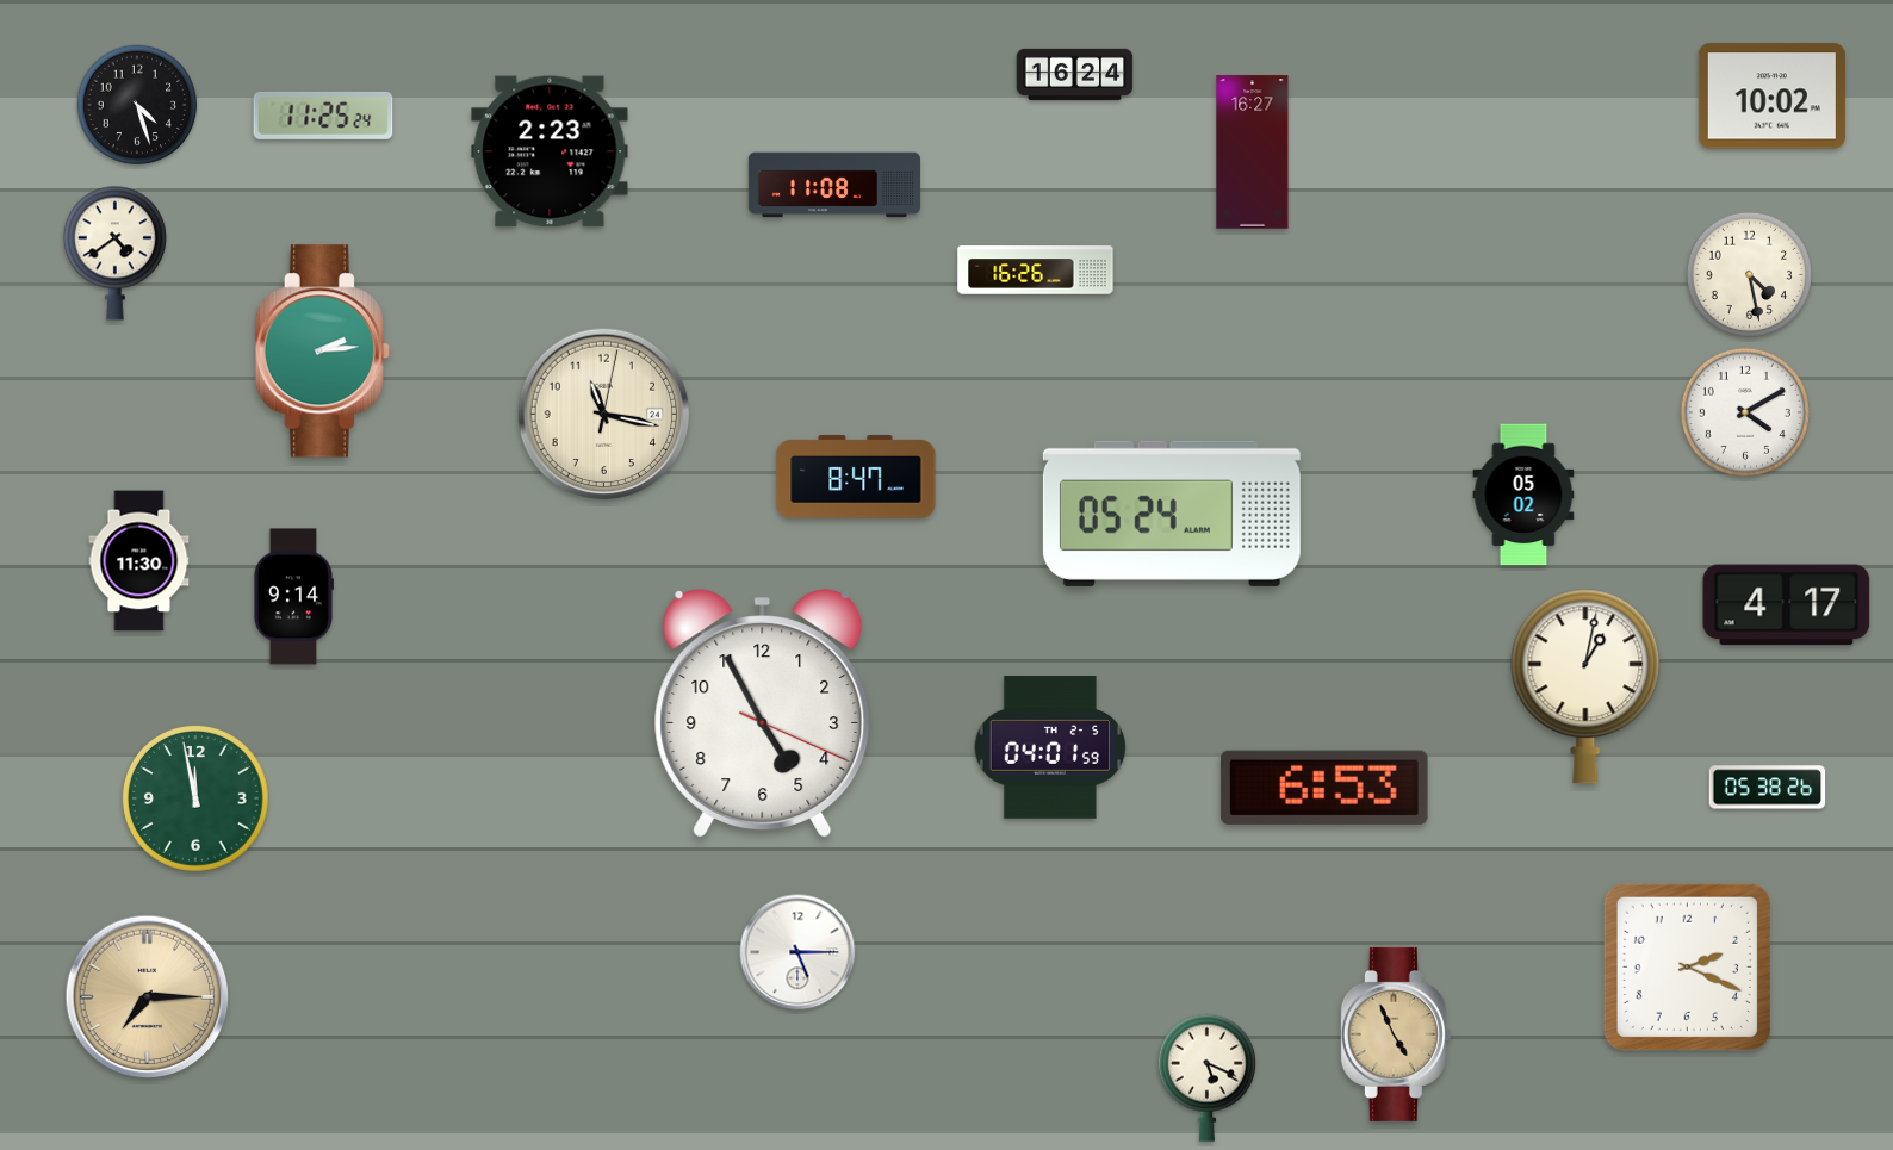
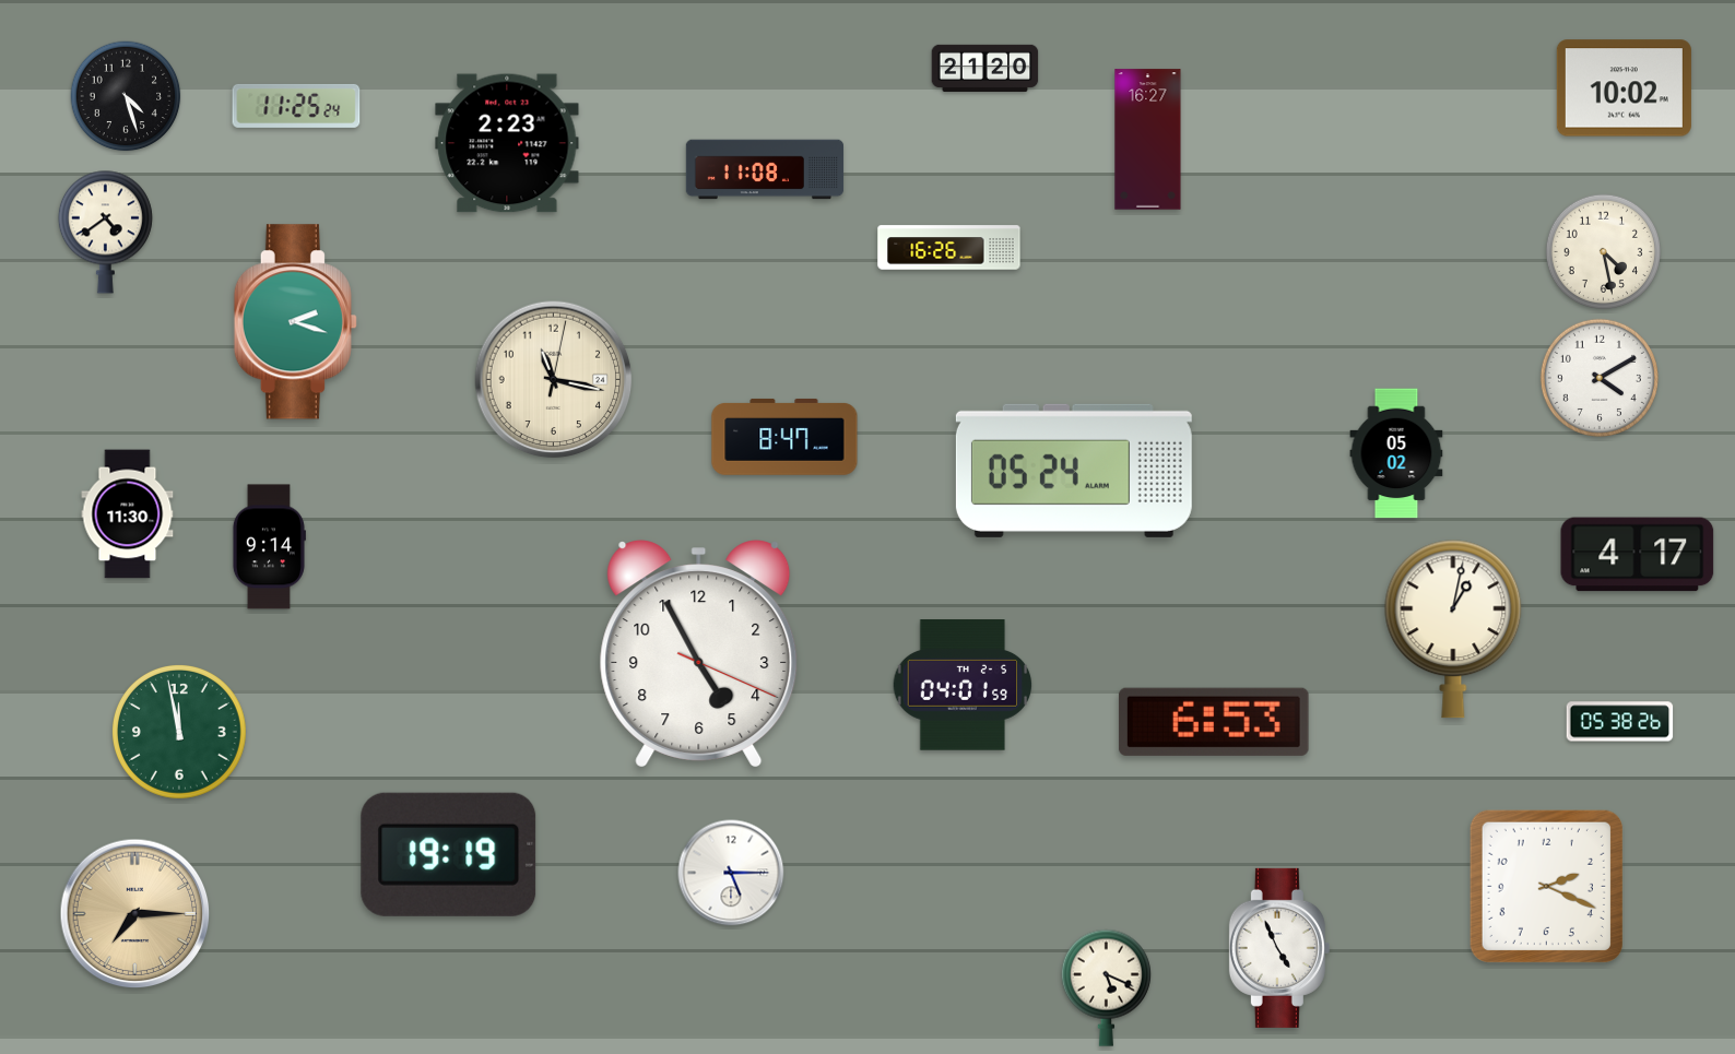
clock at (1075, 74): 16:24 -> 21:20
clock at (550, 151) position: (550, 151) -> (507, 143)
clock at (322, 352): 2:14 -> 2:18
clock at (449, 854): none -> 19:19
clock at (1396, 1034) dial: champagne -> white
